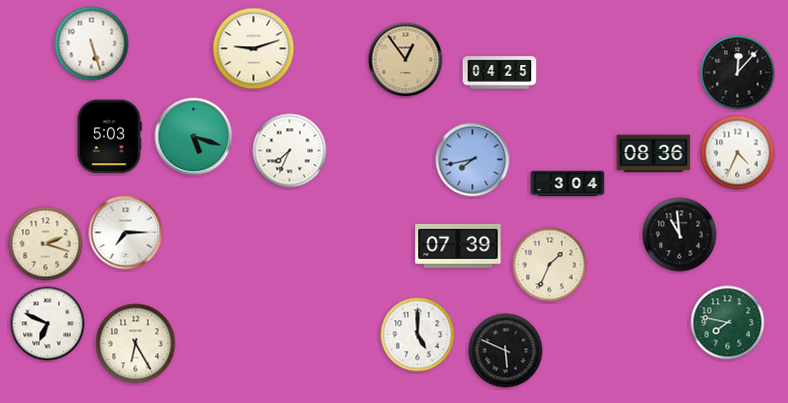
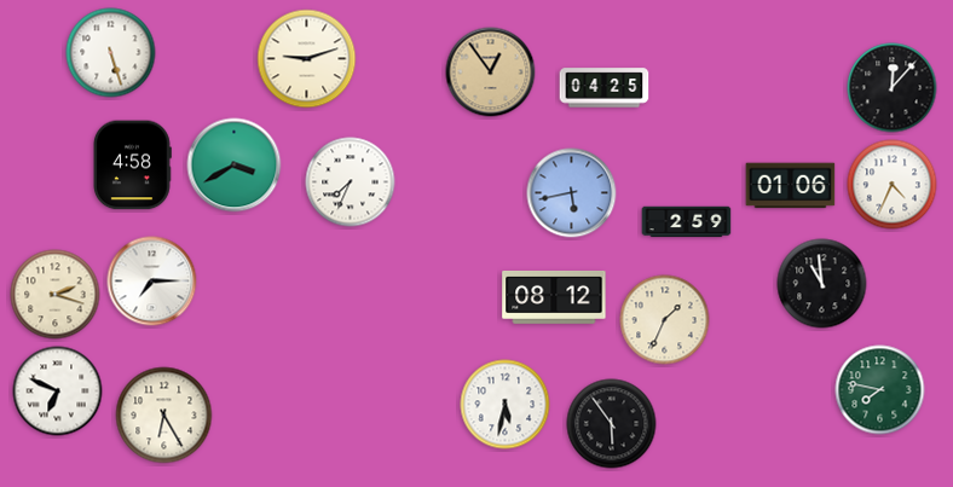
clock at (110, 137): 5:03 -> 4:58
clock at (194, 137): 5:18 -> 3:40
clock at (654, 154): 08:36 -> 01:06
clock at (473, 160): 7:43 -> 5:43
clock at (568, 184): 3:04 -> 2:59
clock at (458, 246): 07:39 -> 08:12
clock at (418, 335): 5:00 -> 5:32
clock at (506, 351): 5:49 -> 5:54
